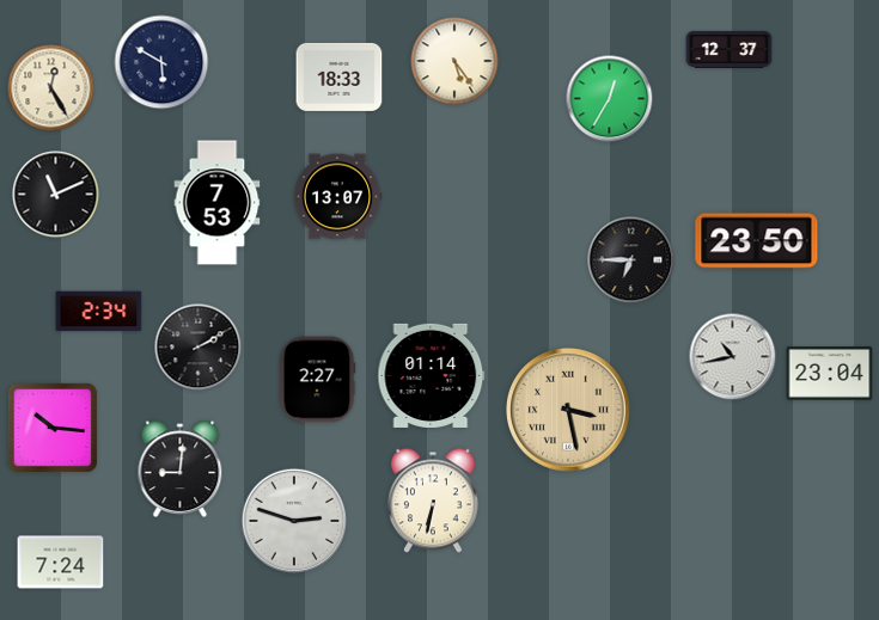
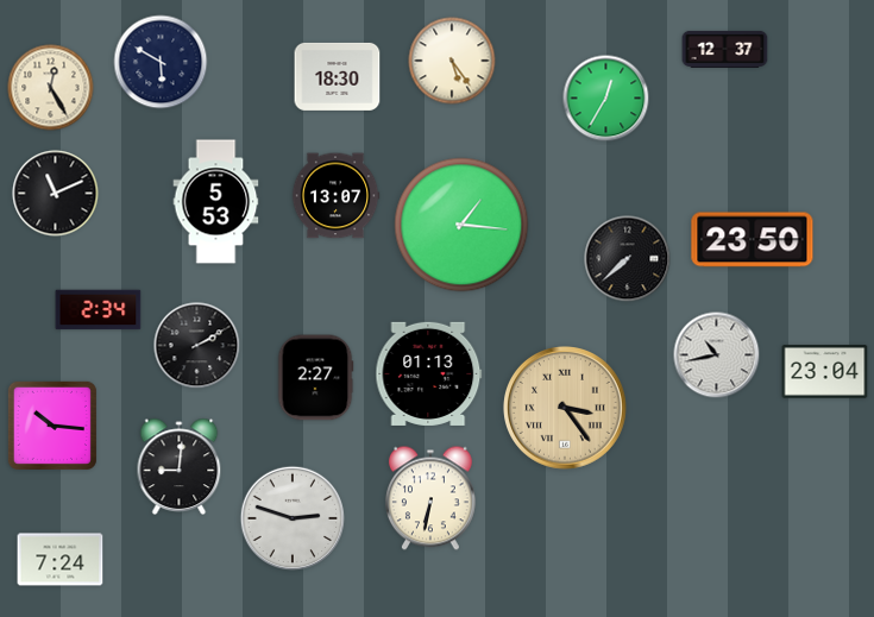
clock at (340, 76): 18:33 -> 18:30
clock at (218, 203): 7:53 -> 5:53
clock at (461, 225): none -> 1:16
clock at (631, 260): 6:45 -> 7:38
clock at (733, 357) position: (733, 357) -> (717, 355)
clock at (432, 375): 01:14 -> 01:13
clock at (568, 410): 3:28 -> 3:24
